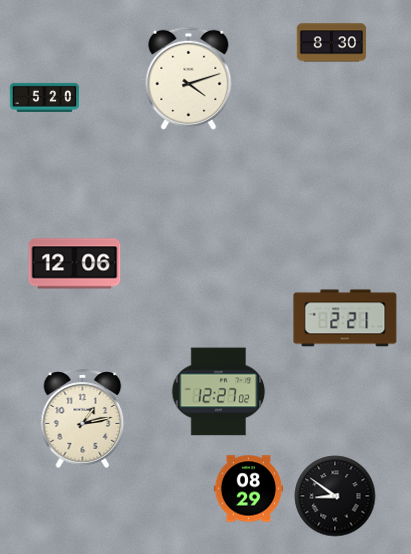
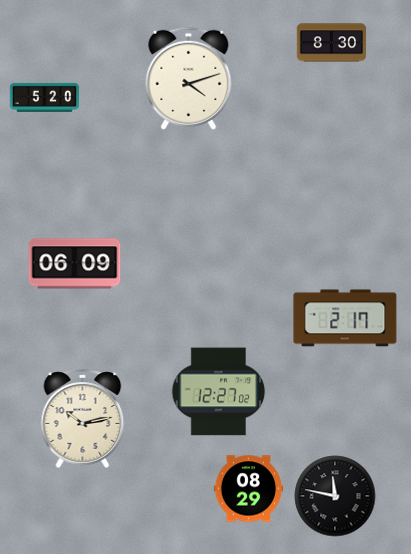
clock at (75, 264): 12:06 -> 06:09
clock at (345, 318): 2:21 -> 2:17
clock at (83, 418): 1:13 -> 10:13
clock at (335, 496): 8:51 -> 11:47
